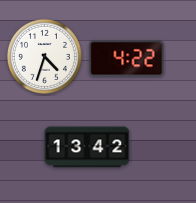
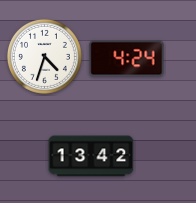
clock at (127, 59): 4:22 -> 4:24
clock at (87, 147) position: (87, 147) -> (91, 156)
